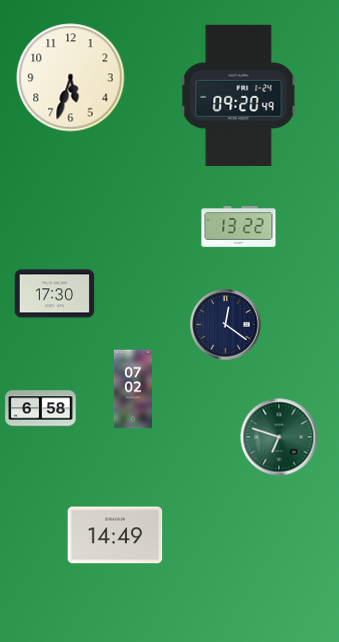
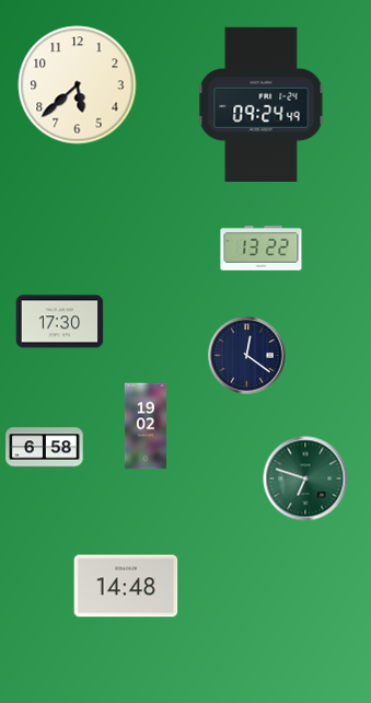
clock at (71, 78): 5:33 -> 5:38
clock at (239, 95): 09:20 -> 09:24
clock at (132, 389): 07:02 -> 19:02
clock at (115, 535): 14:49 -> 14:48
